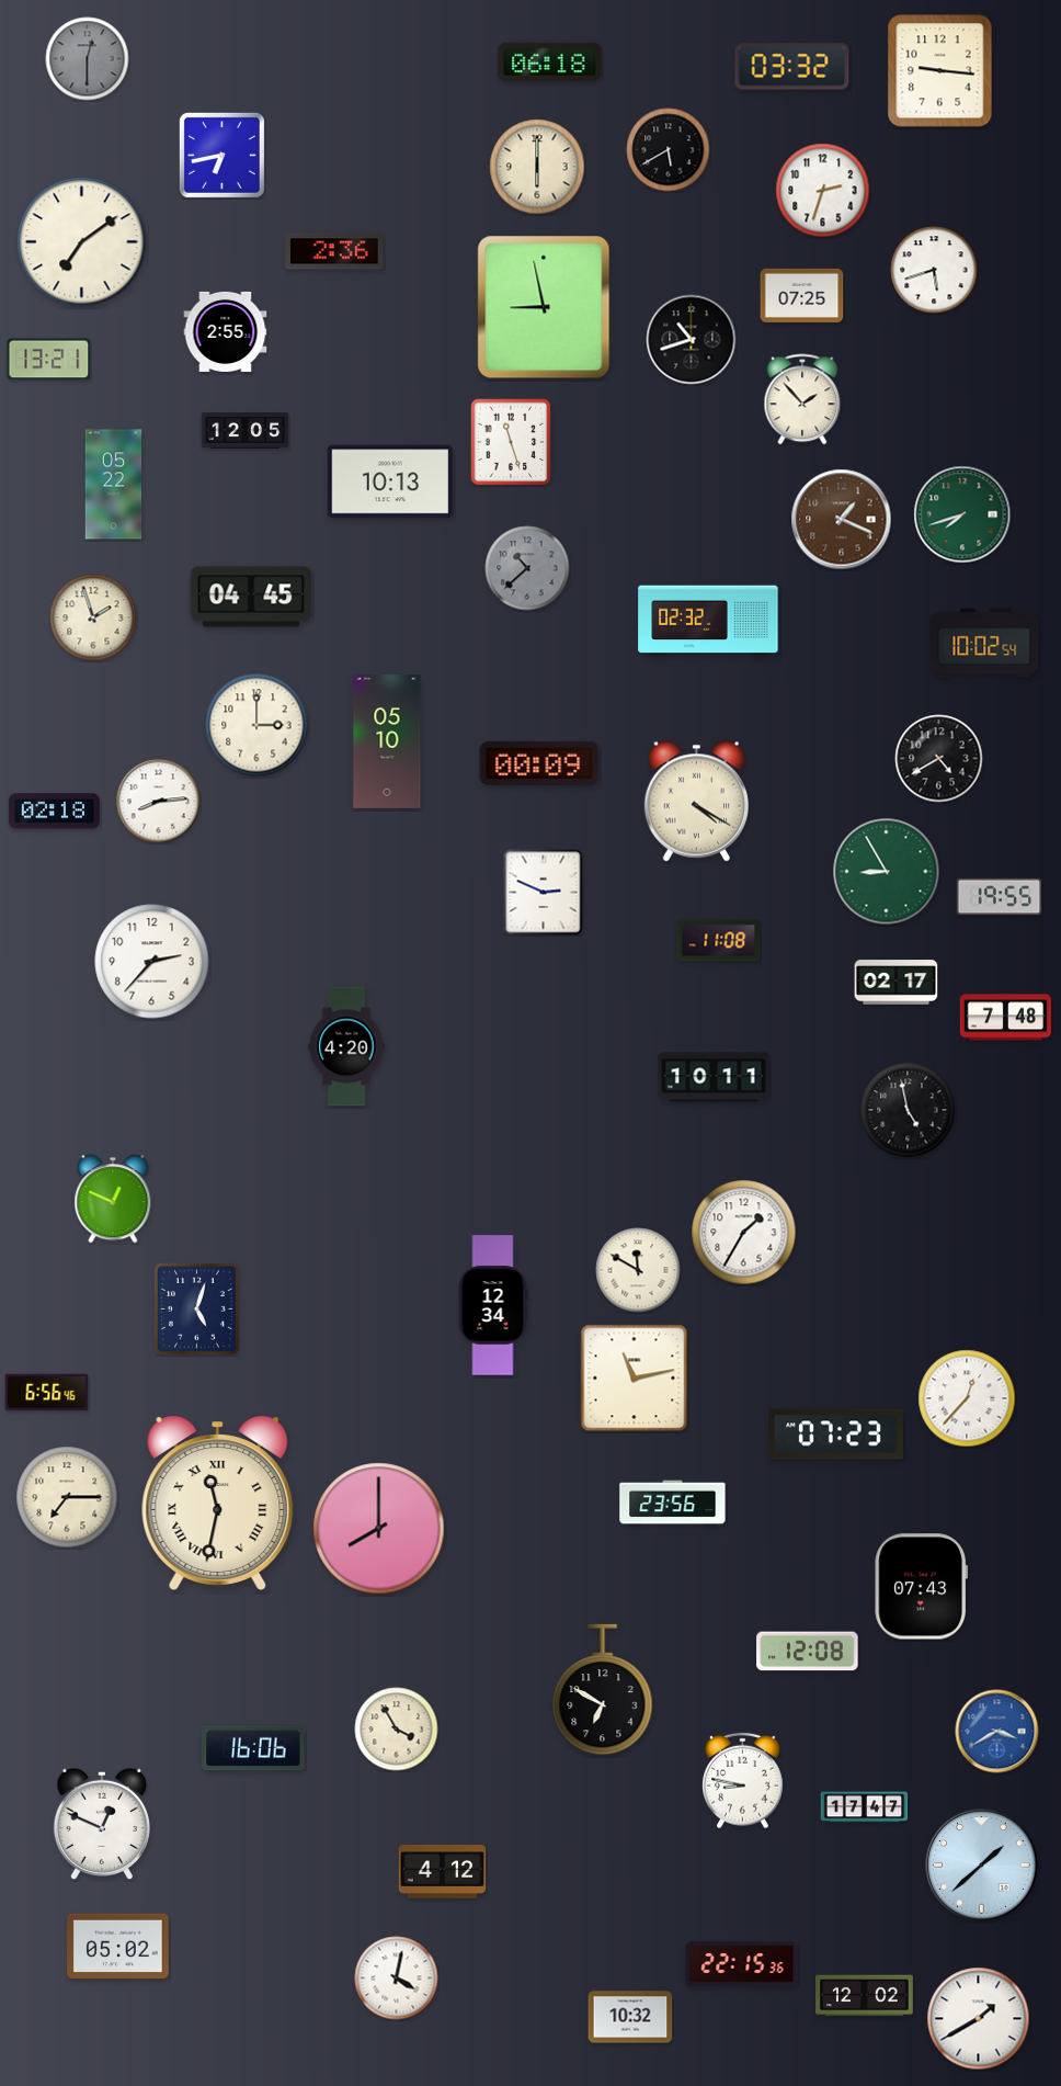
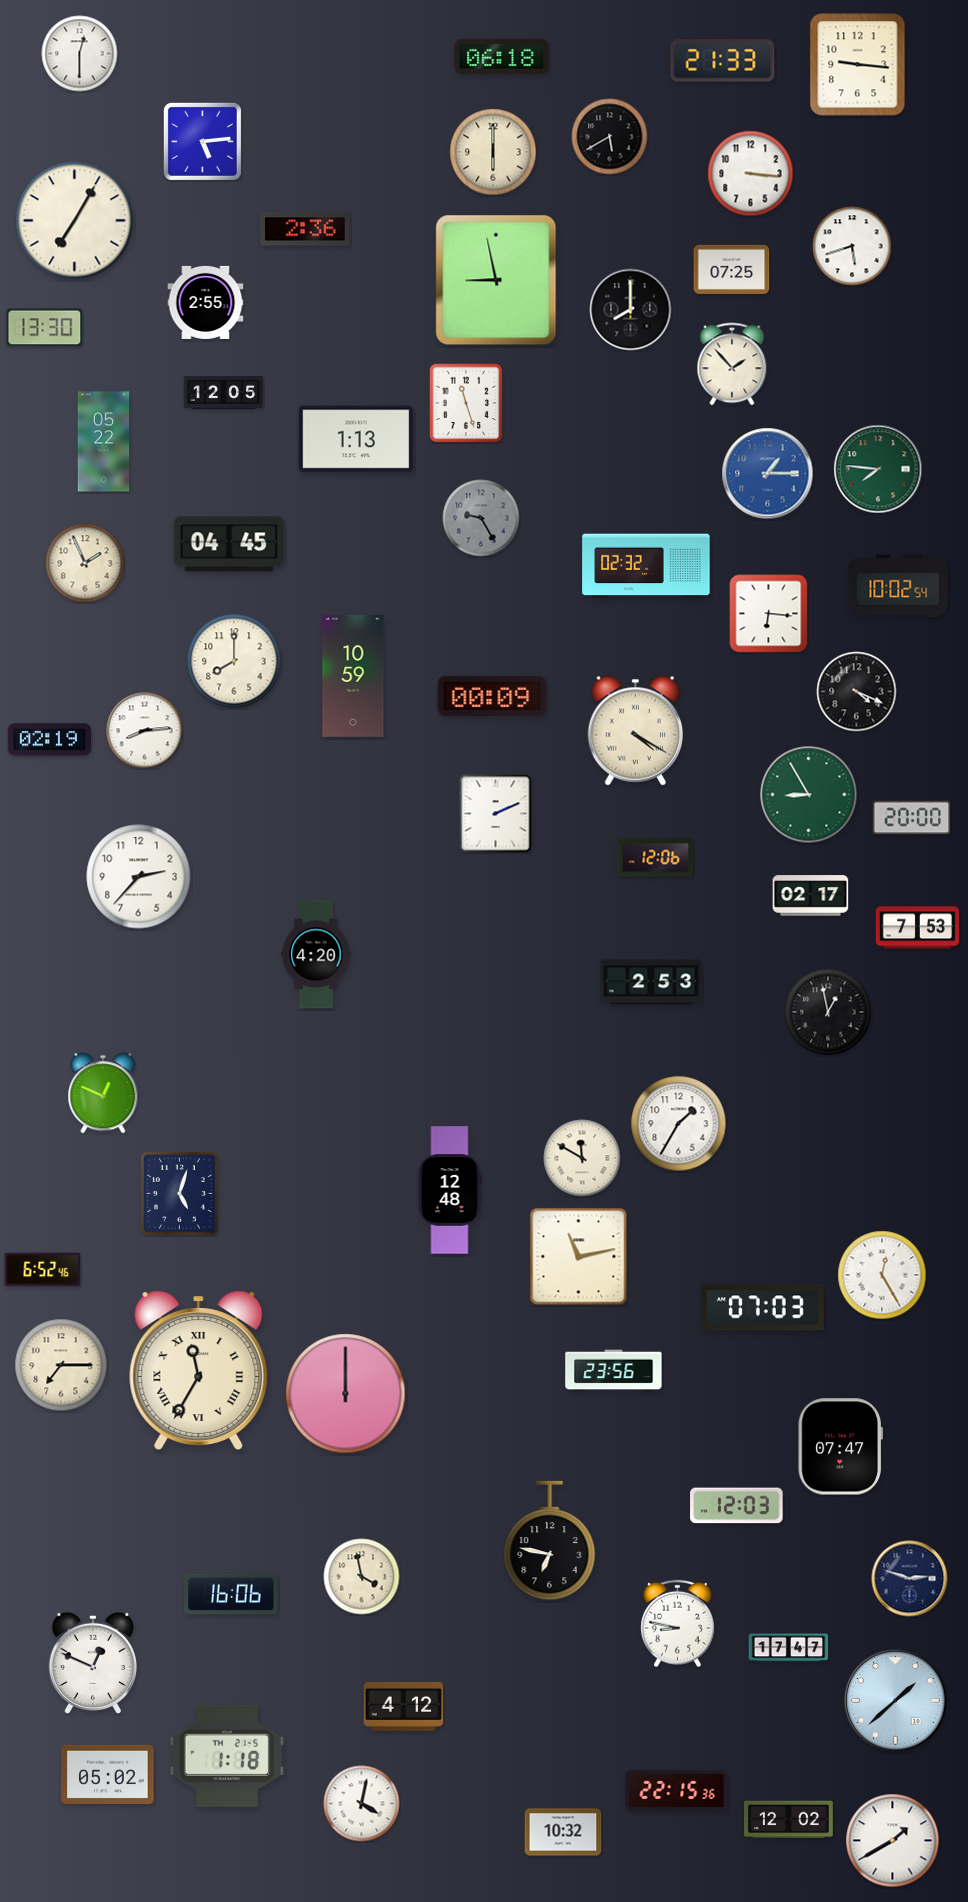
clock at (88, 59) dial: grey -> white
clock at (792, 67): 03:32 -> 21:33
clock at (221, 155): 6:43 -> 5:14
clock at (537, 167) position: (537, 167) -> (493, 152)
clock at (823, 191): 2:33 -> 3:16
clock at (82, 242): 7:09 -> 7:05
clock at (692, 340): 10:42 -> 8:00
clock at (49, 360): 13:21 -> 13:30
clock at (389, 481): 10:13 -> 1:13
clock at (962, 514): 7:42 -> 7:46
clock at (842, 520): 1:19 -> 1:15
clock at (842, 520) dial: brown -> blue
clock at (527, 568): 10:38 -> 9:25
clock at (93, 617): 1:57 -> 1:56
clock at (769, 614): none -> 6:16
clock at (256, 725): 3:00 -> 8:00
clock at (387, 741): 05:10 -> 10:59
clock at (939, 759): 4:40 -> 4:19
clock at (54, 812): 02:18 -> 02:19
clock at (544, 893): 2:49 -> 2:11
clock at (1000, 897): 19:55 -> 20:00
clock at (719, 941): 11:08 -> 12:06
clock at (897, 983) position: (897, 983) -> (811, 896)
clock at (1005, 1018): 7:48 -> 7:53
clock at (714, 1077): 10:11 -> 2:53
clock at (908, 1110): 4:58 -> 12:58
clock at (493, 1305): 12:34 -> 12:48
clock at (47, 1393): 6:56 -> 6:52
clock at (967, 1398): 12:37 -> 12:25
clock at (835, 1435): 07:23 -> 07:03
clock at (218, 1503): 11:32 -> 11:35
clock at (379, 1529): 8:00 -> 12:00
clock at (921, 1587): 07:43 -> 07:47
clock at (808, 1652): 12:08 -> 12:03
clock at (603, 1690): 6:50 -> 6:47
clock at (397, 1730): 3:55 -> 3:58
clock at (997, 1732): 3:40 -> 2:48
clock at (997, 1732) dial: blue -> navy
clock at (226, 1755): none -> 1:18
clock at (630, 2017) position: (630, 2017) -> (563, 1832)
